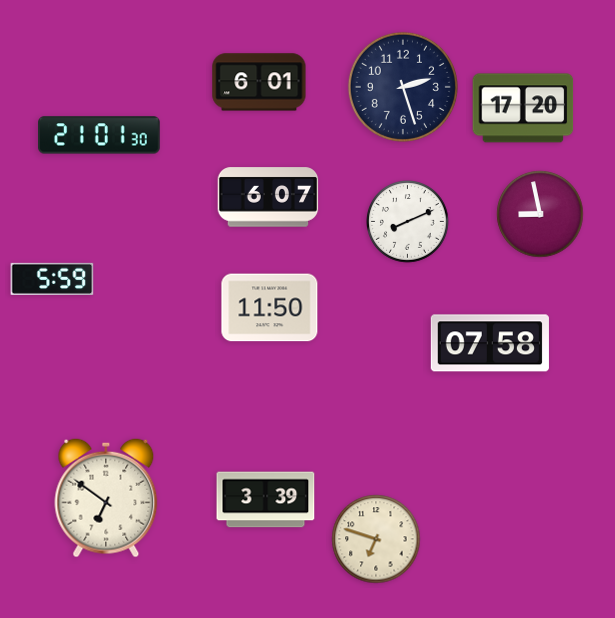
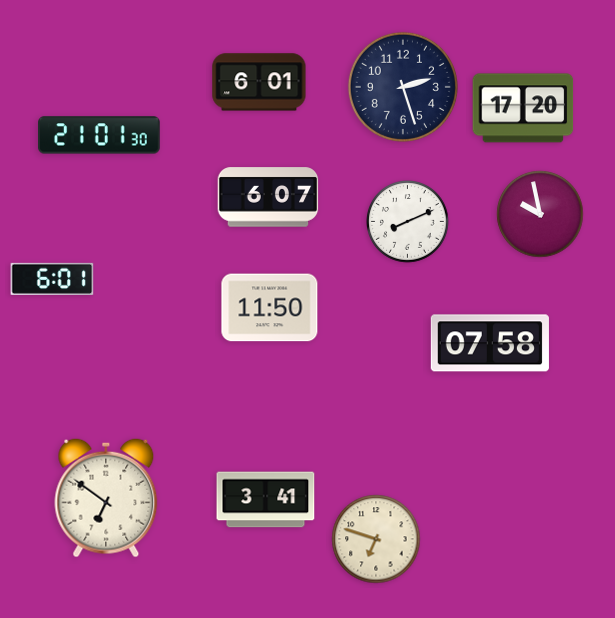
clock at (540, 214): 8:58 -> 9:58
clock at (52, 279): 5:59 -> 6:01
clock at (266, 500): 3:39 -> 3:41
